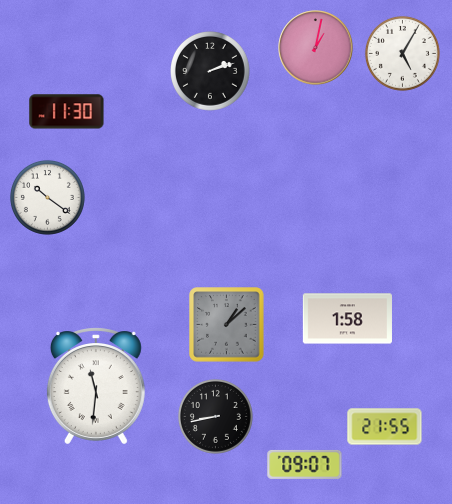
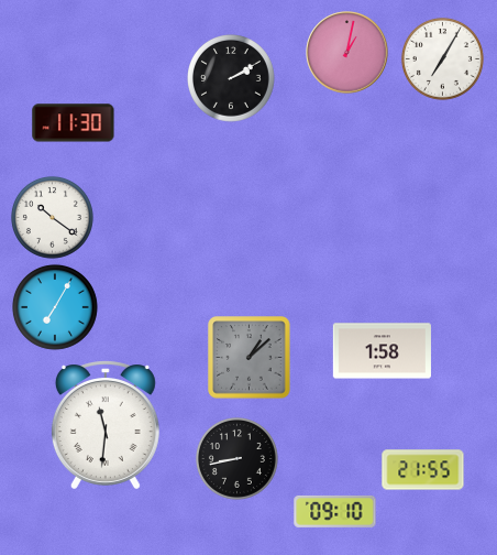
clock at (402, 53): 5:05 -> 7:05
clock at (211, 72): 2:12 -> 2:10
clock at (55, 307): none -> 7:05
clock at (305, 464): 09:07 -> 09:10
